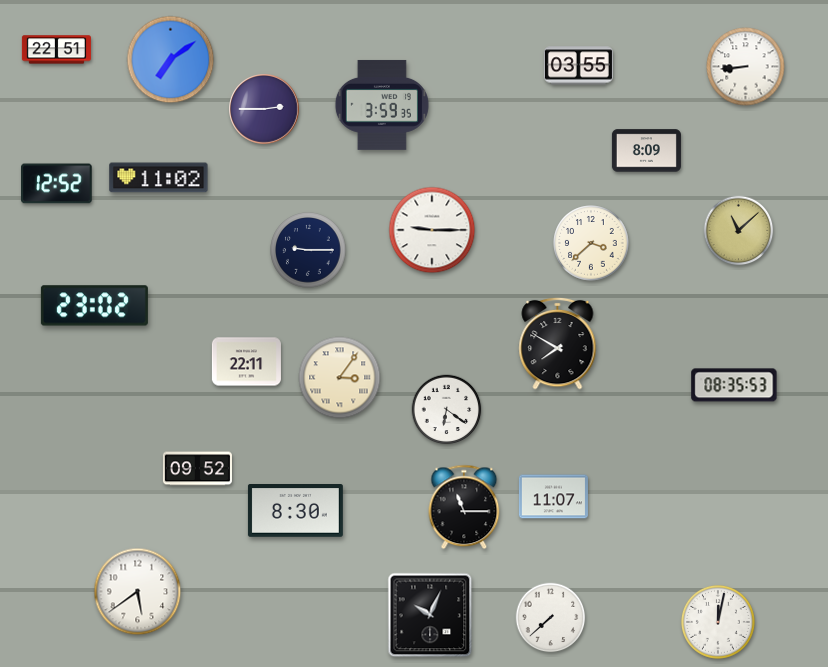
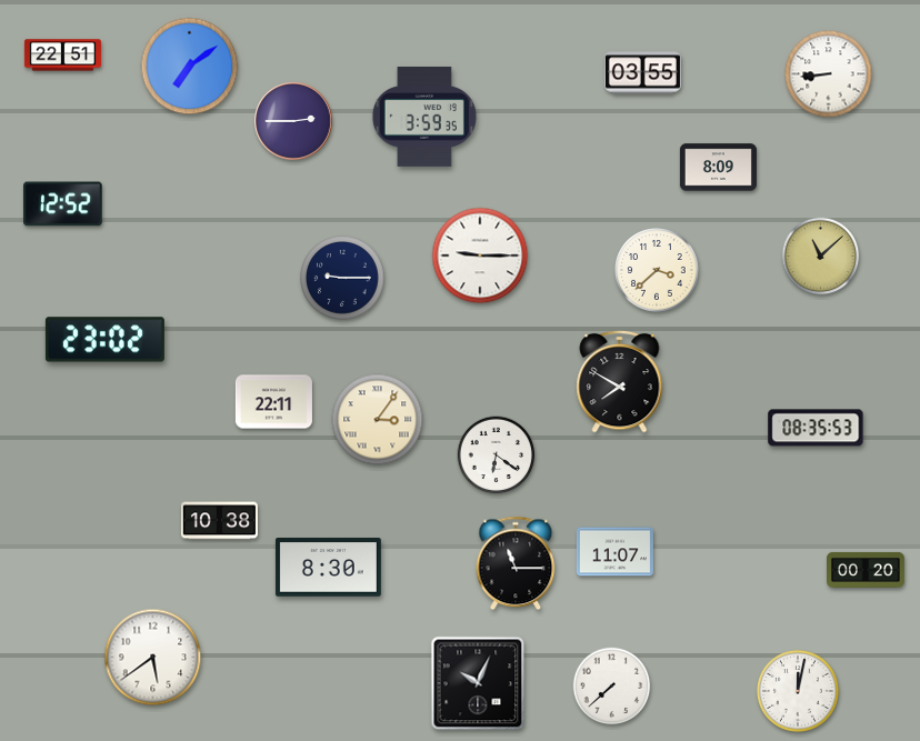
clock at (159, 178): 11:02 -> none
clock at (197, 469): 09:52 -> 10:38
clock at (867, 570): none -> 00:20
